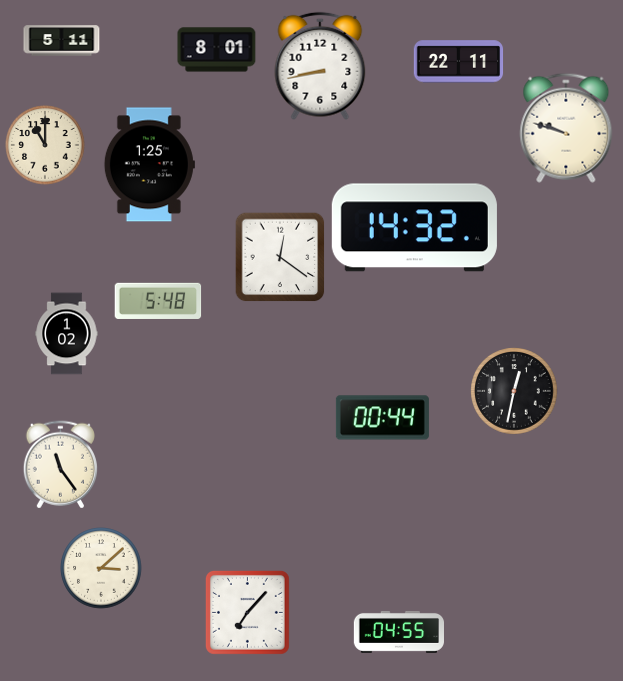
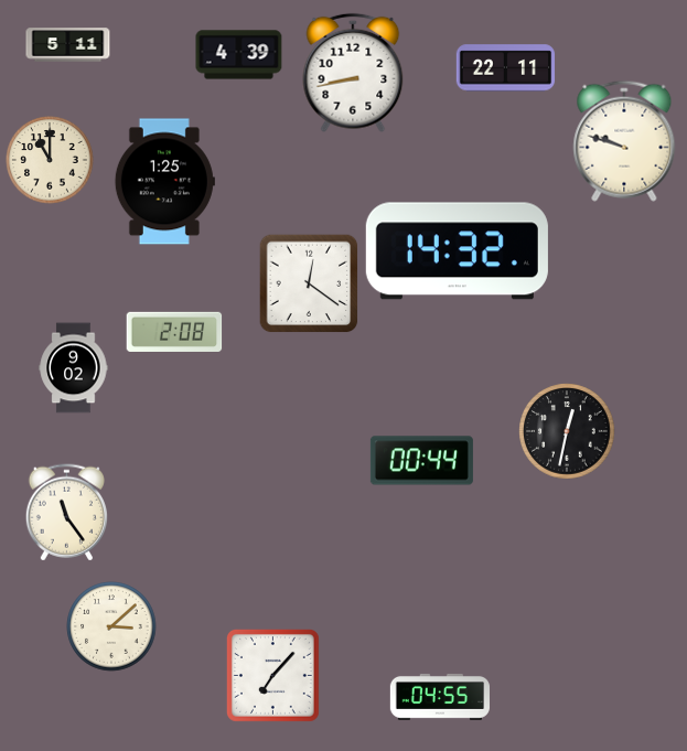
clock at (217, 50): 8:01 -> 4:39
clock at (158, 301): 5:48 -> 2:08
clock at (67, 334): 1:02 -> 9:02
